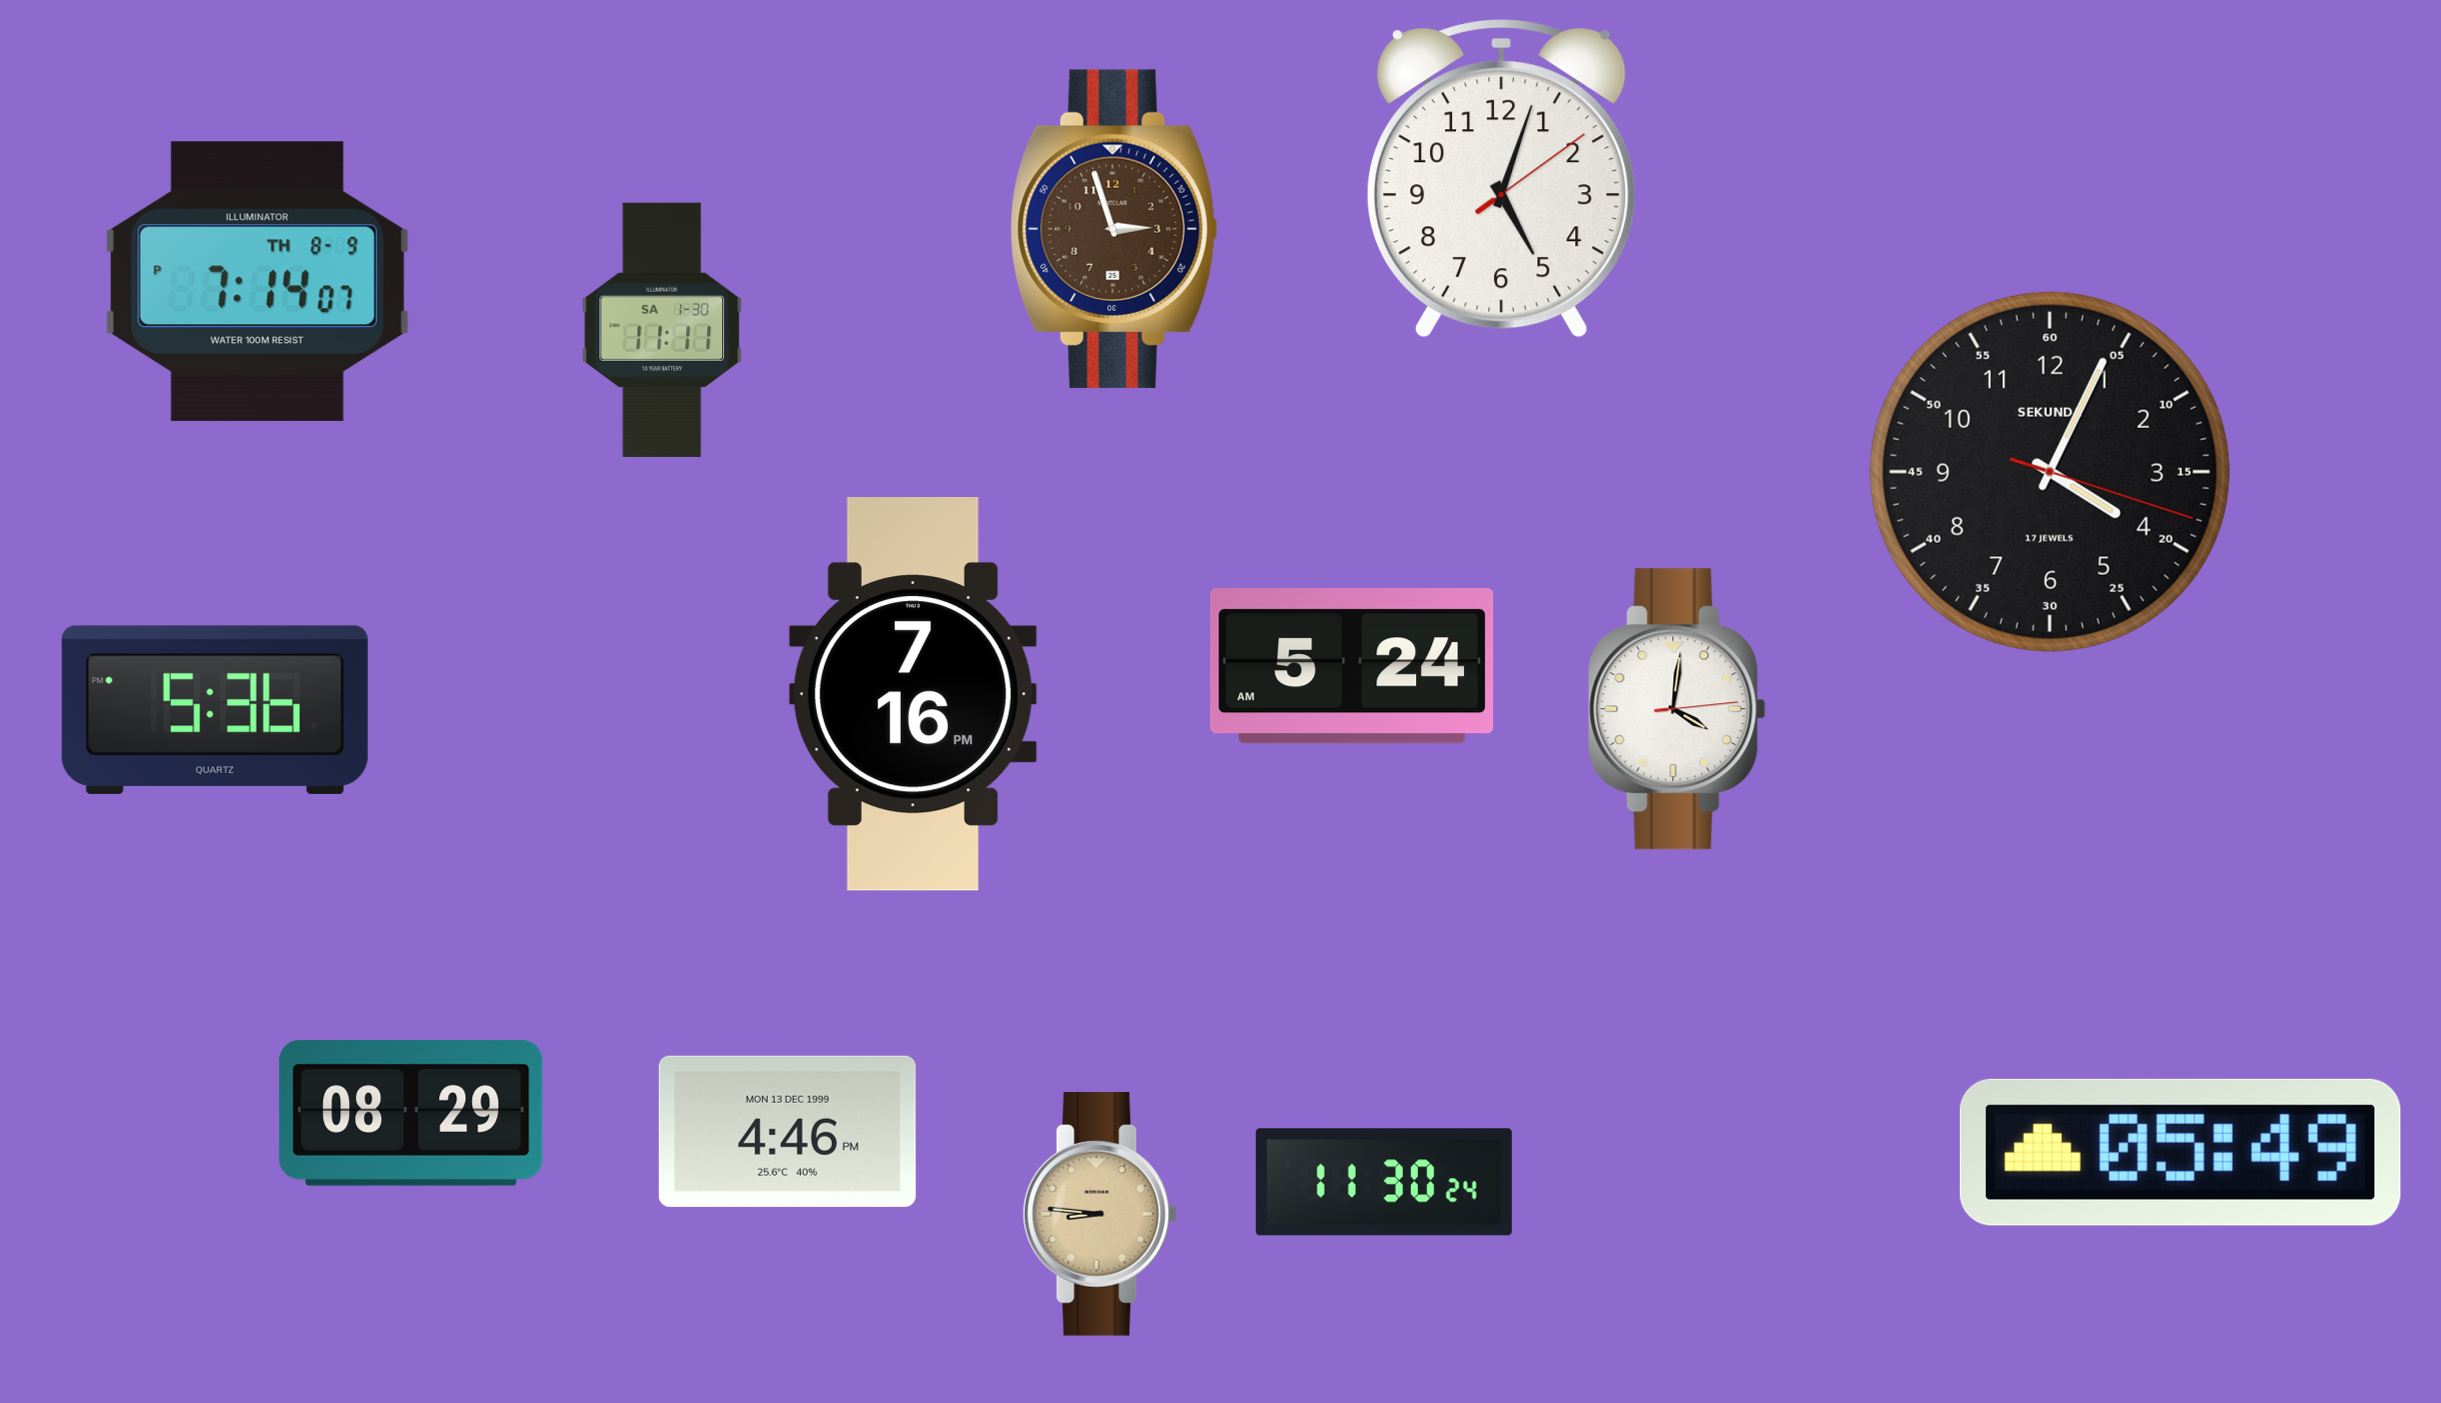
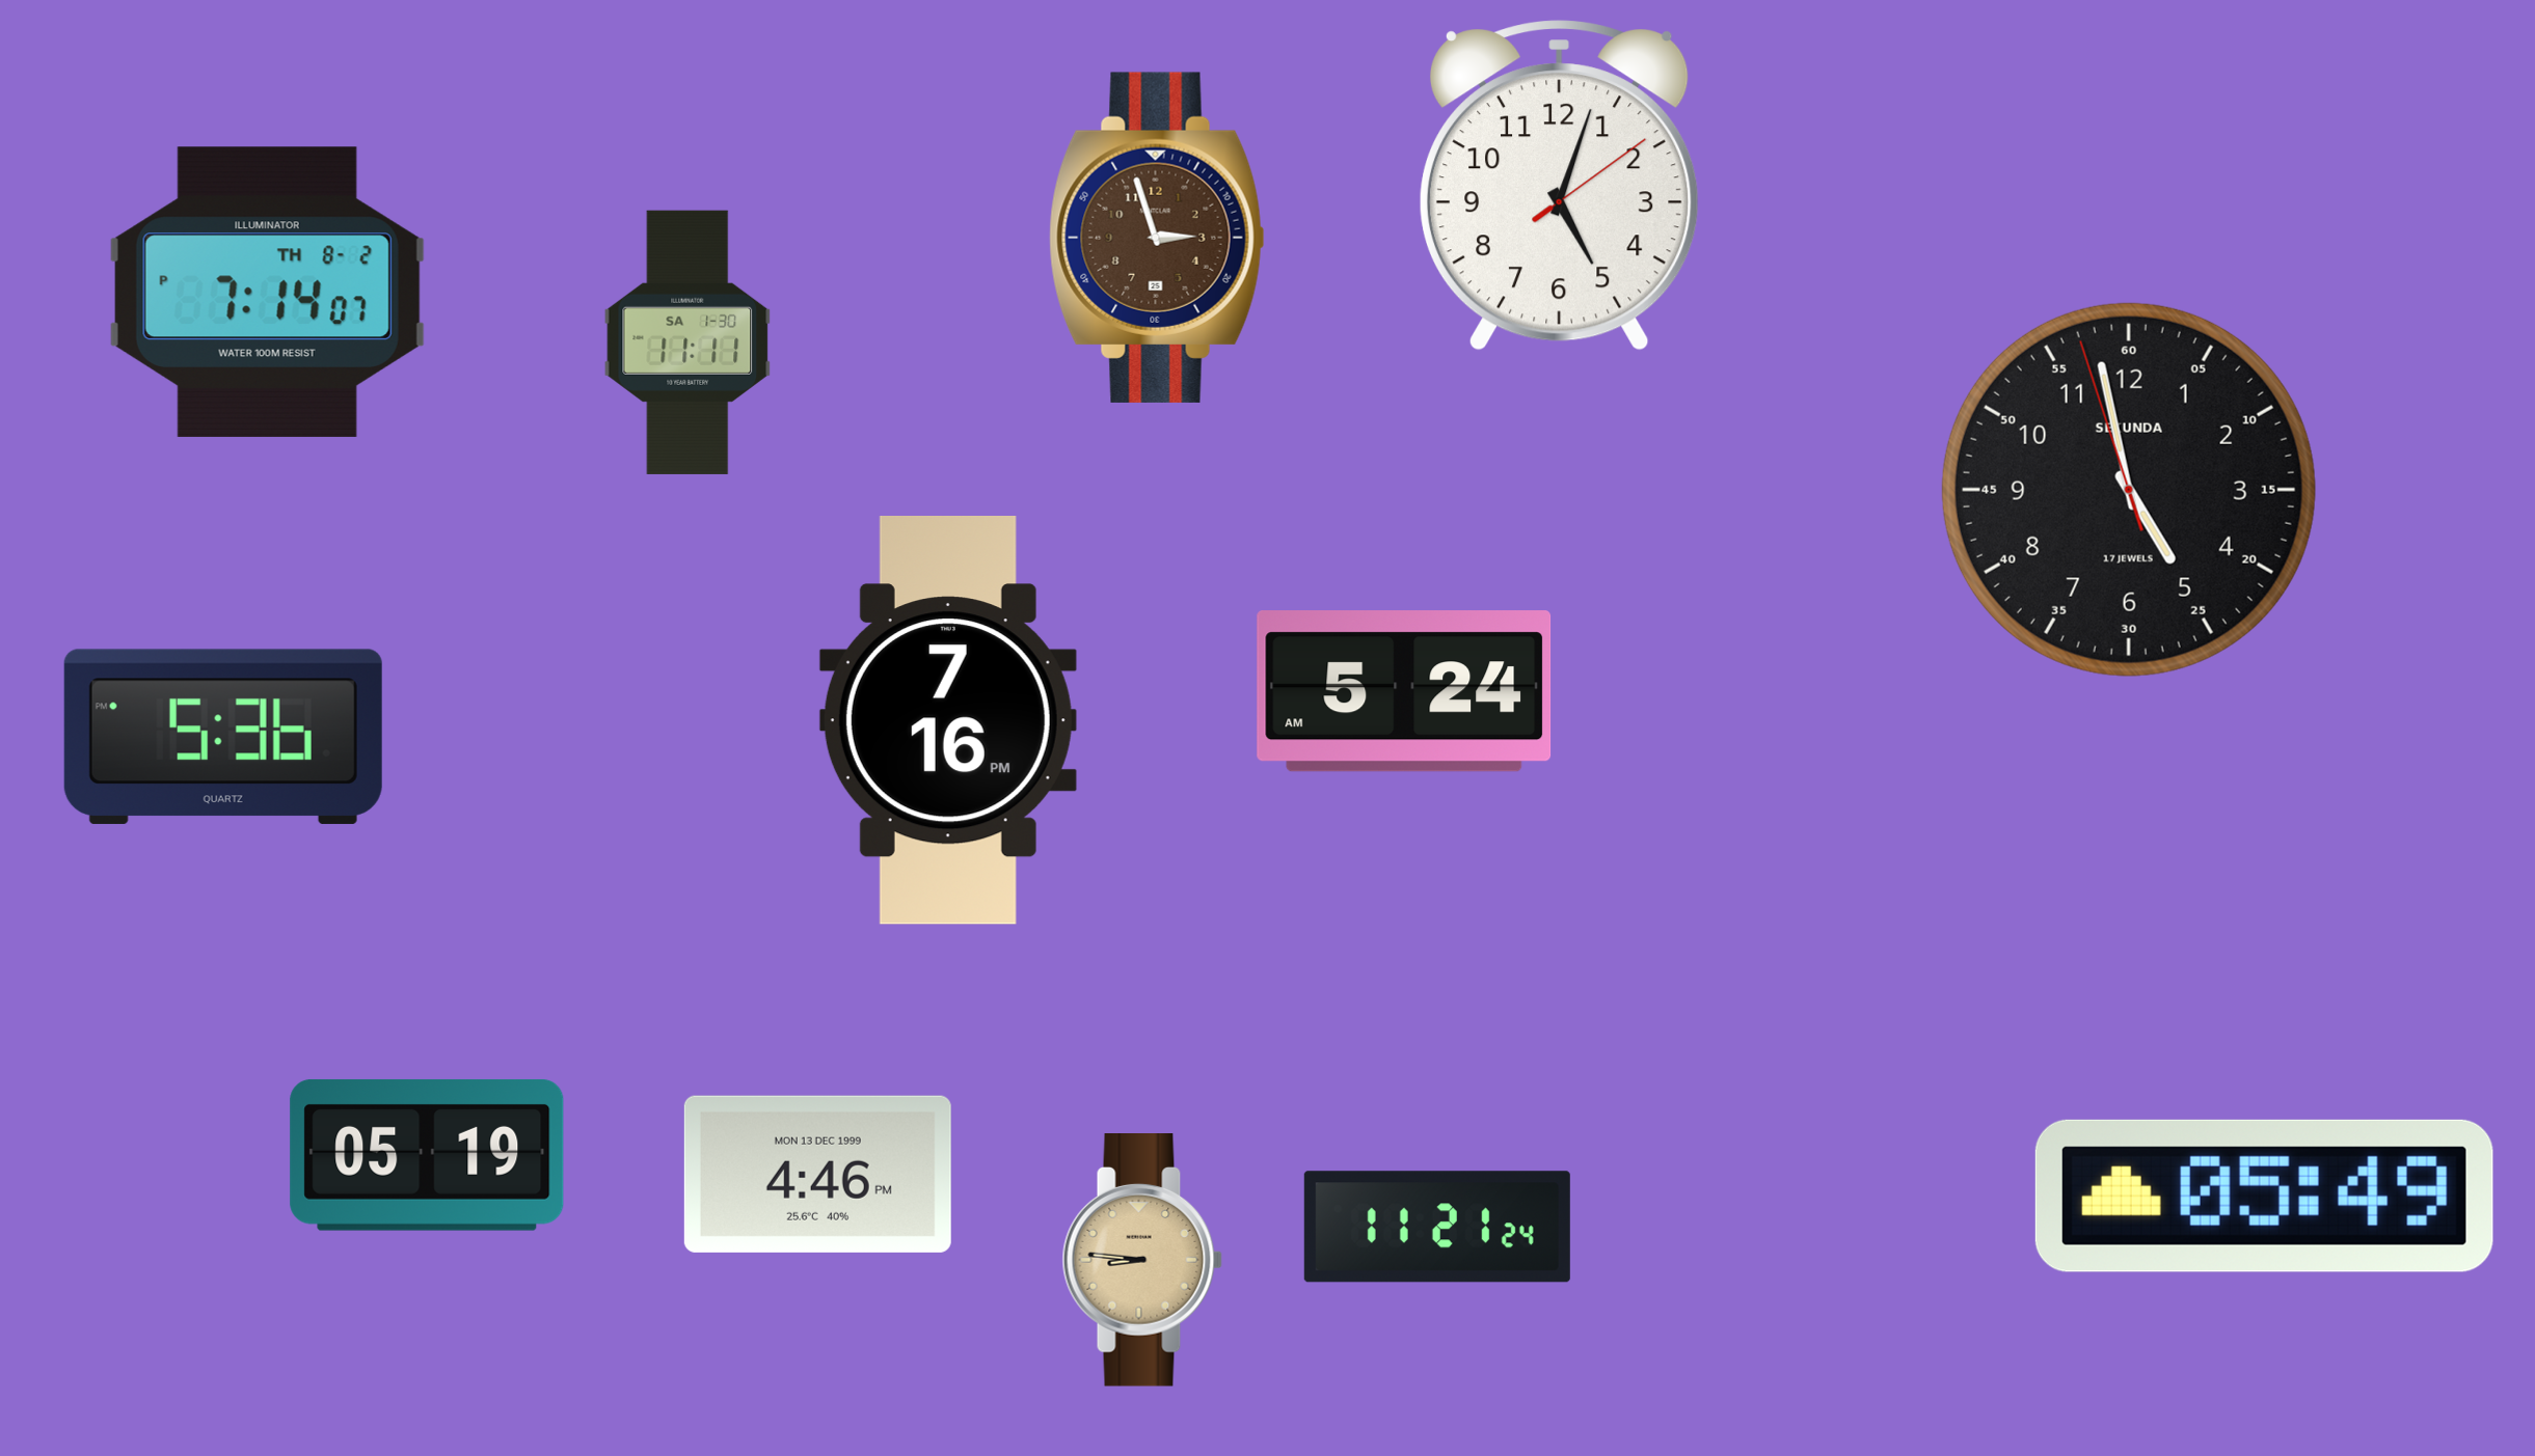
clock at (257, 281) date: TH 8-9 -> TH 8-2
clock at (2050, 472): 4:04 -> 4:57
clock at (1677, 709): 4:01 -> none
clock at (411, 1113): 08:29 -> 05:19
clock at (1384, 1182): 11:30 -> 11:21
